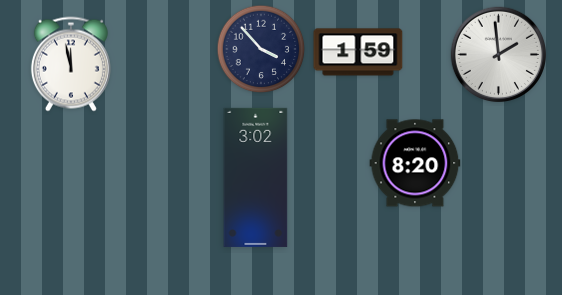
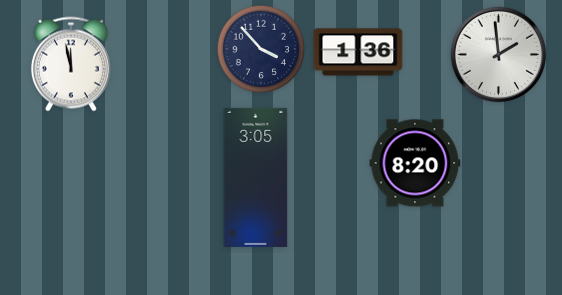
clock at (358, 52): 1:59 -> 1:36
clock at (256, 177): 3:02 -> 3:05
